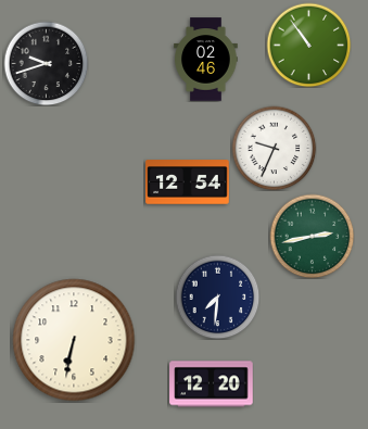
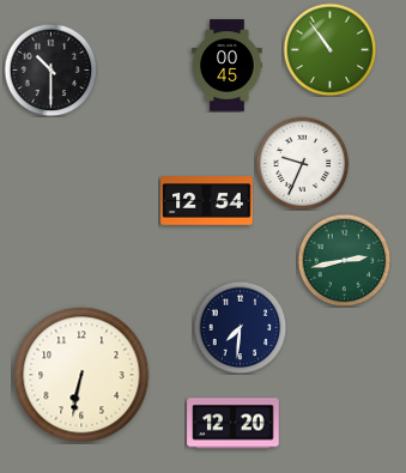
clock at (308, 45) position: (308, 45) -> (329, 49)
clock at (206, 60): 02:46 -> 00:45
clock at (46, 63): 9:42 -> 10:30
